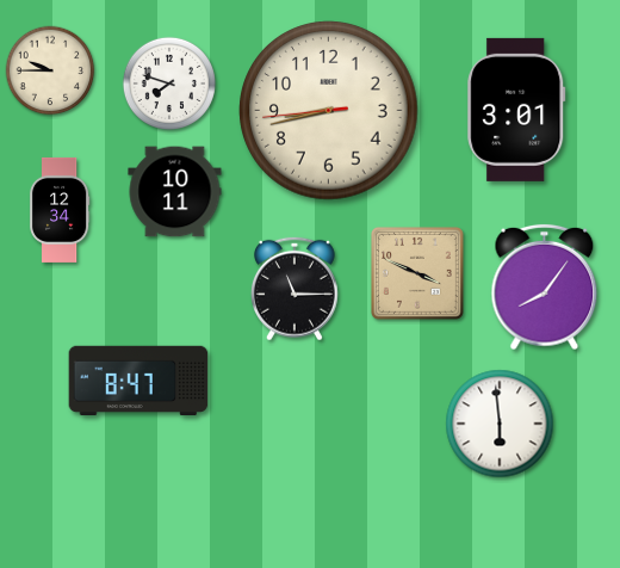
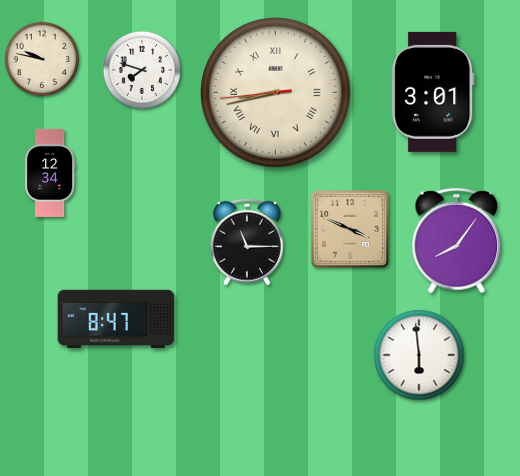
clock at (50, 70): 9:45 -> 9:47
clock at (329, 111) numerals: Arabic -> Roman
clock at (175, 192): 10:11 -> none
clock at (60, 210) position: (60, 210) -> (50, 173)
